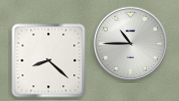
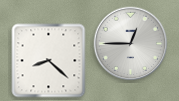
clock at (131, 44): 10:45 -> 12:45
